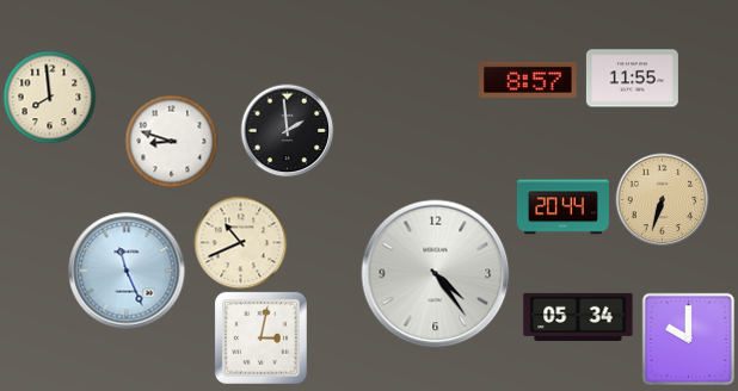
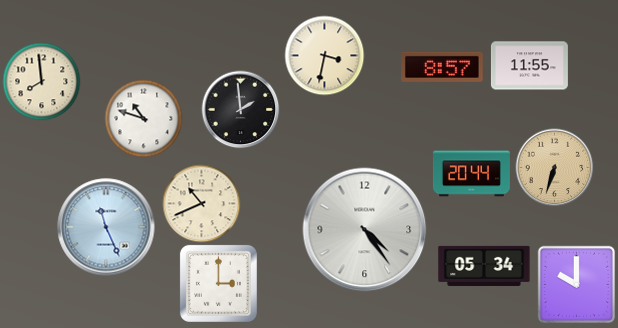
clock at (324, 55): none -> 3:32
clock at (171, 141): 8:48 -> 10:48
clock at (260, 337): 3:02 -> 3:00
